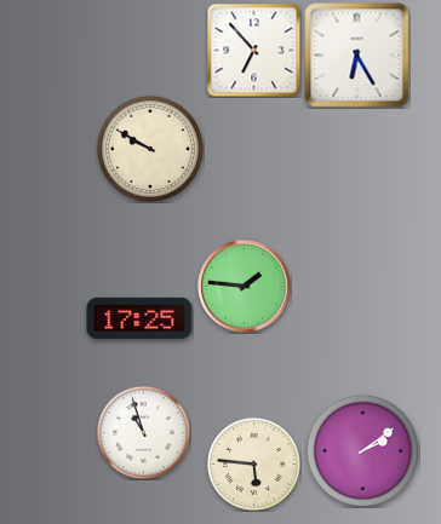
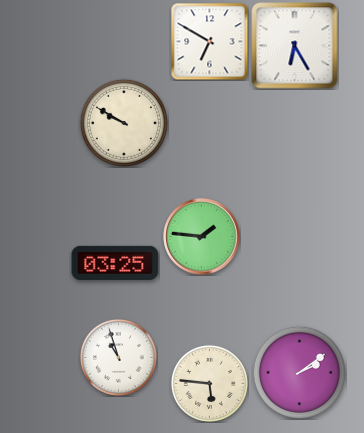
clock at (253, 50): 6:53 -> 6:50
clock at (139, 318): 17:25 -> 03:25
